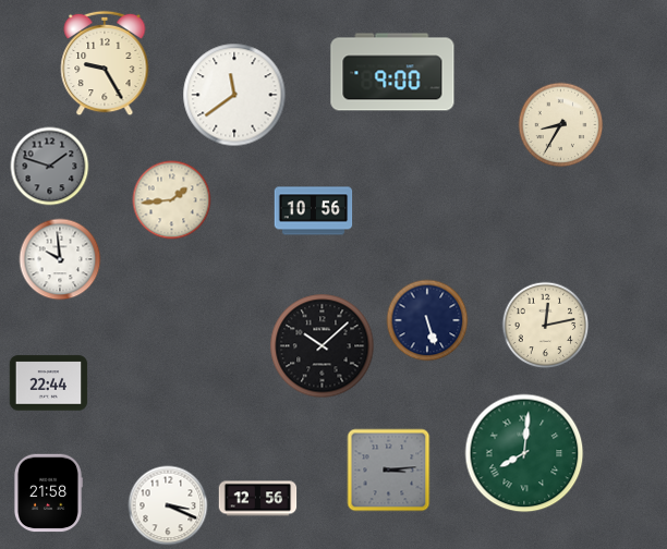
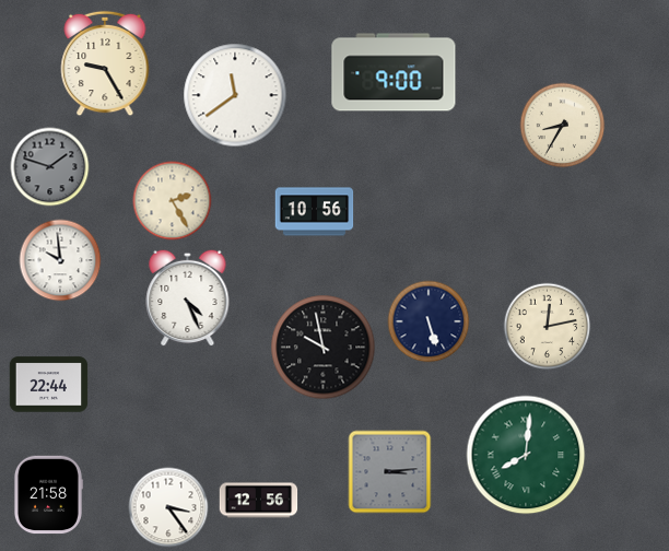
clock at (172, 200): 1:44 -> 2:25
clock at (188, 297): none -> 4:26
clock at (323, 346): 10:08 -> 9:58
clock at (168, 505): 3:19 -> 3:24
